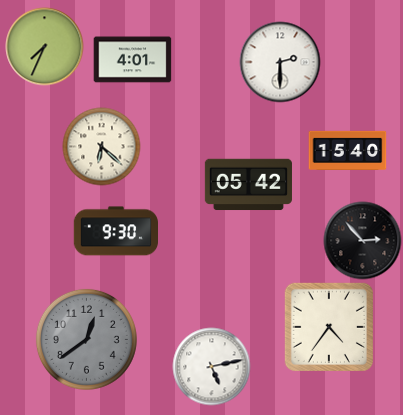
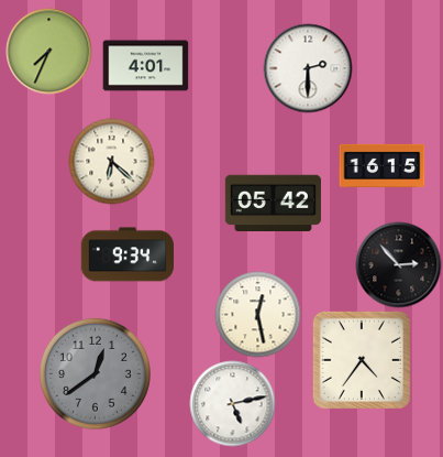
clock at (347, 150): 15:40 -> 16:15
clock at (115, 231): 9:30 -> 9:34
clock at (257, 314): none -> 12:28
